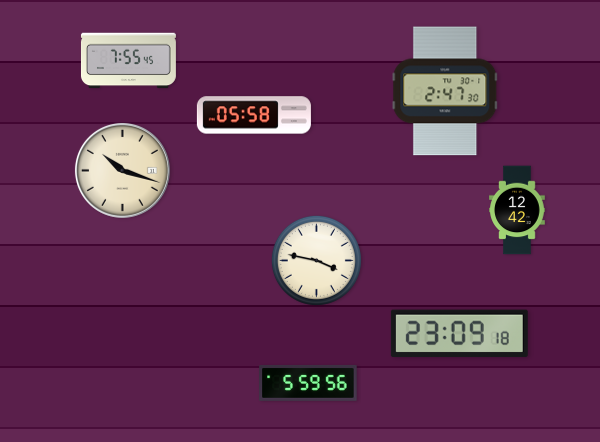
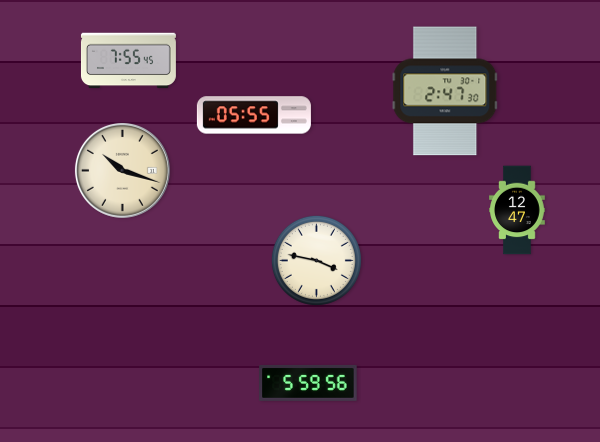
clock at (254, 115): 05:58 -> 05:55
clock at (517, 210): 12:42 -> 12:47
clock at (459, 334): 23:09 -> none
